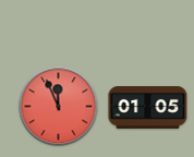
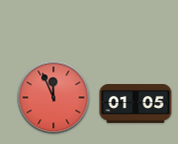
clock at (148, 108) position: (148, 108) -> (136, 104)
